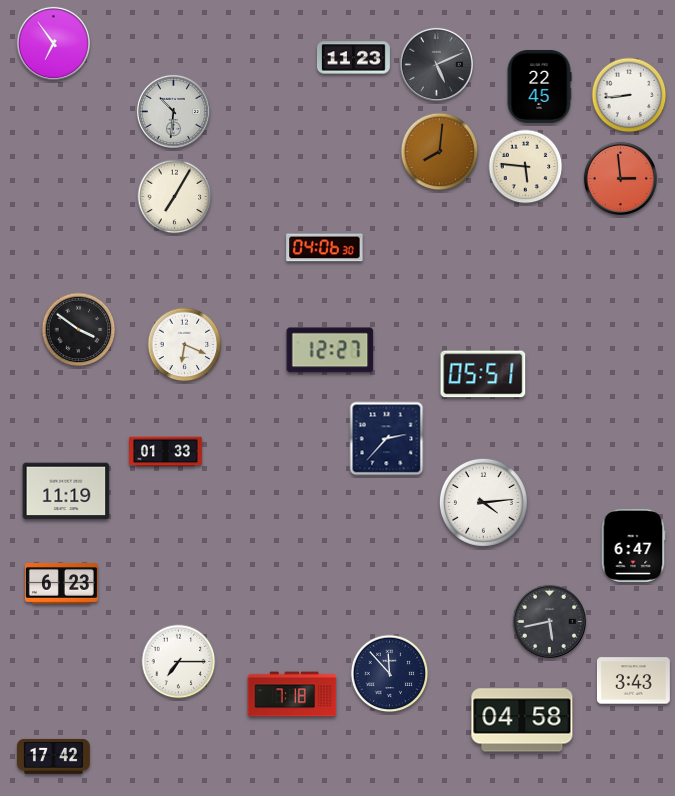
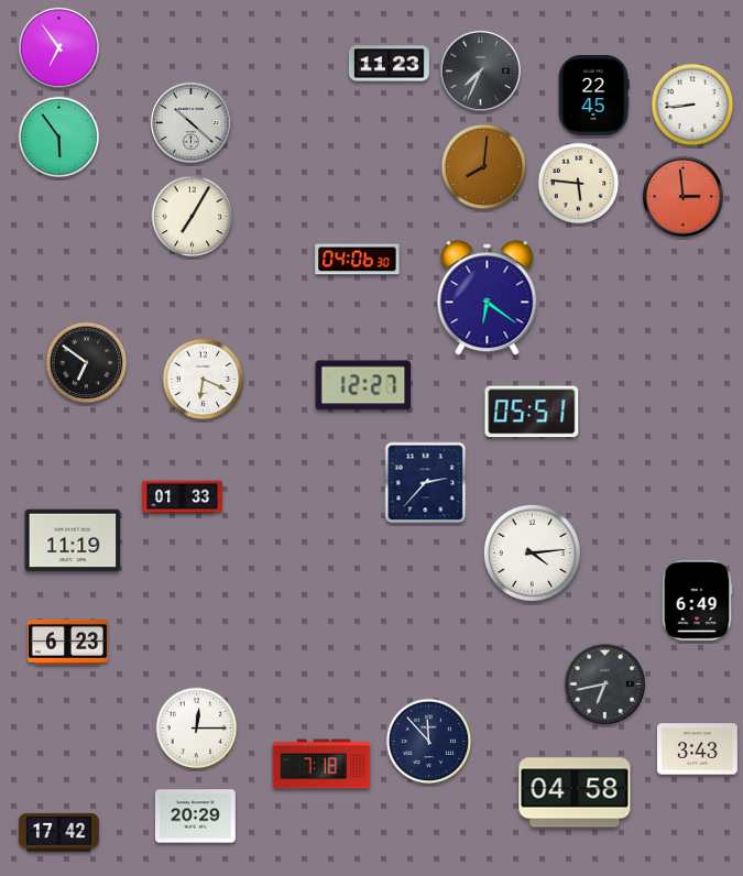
clock at (436, 64): 5:11 -> 7:34
clock at (173, 111): 10:31 -> 10:22
clock at (59, 138): none -> 5:54
clock at (325, 248) position: (325, 248) -> (358, 260)
clock at (488, 298): none -> 6:21
clock at (79, 330): 3:51 -> 6:51
clock at (633, 545): 6:47 -> 6:49
clock at (549, 621): 5:43 -> 6:43
clock at (179, 662): 7:15 -> 12:15
clock at (195, 817): none -> 20:29
